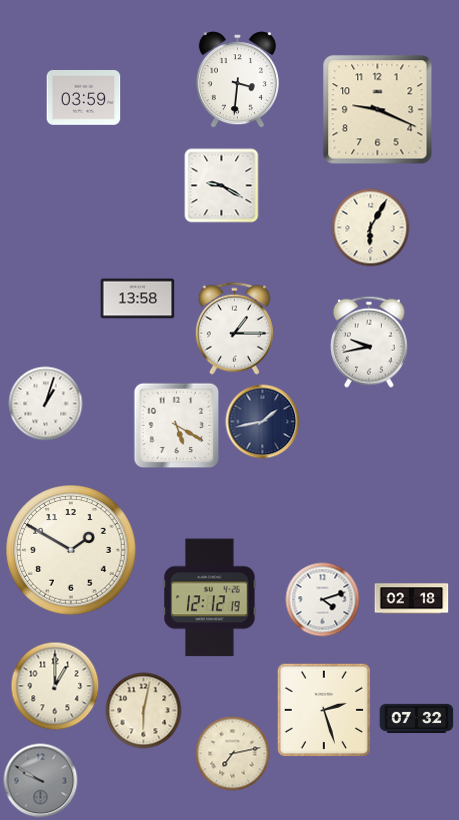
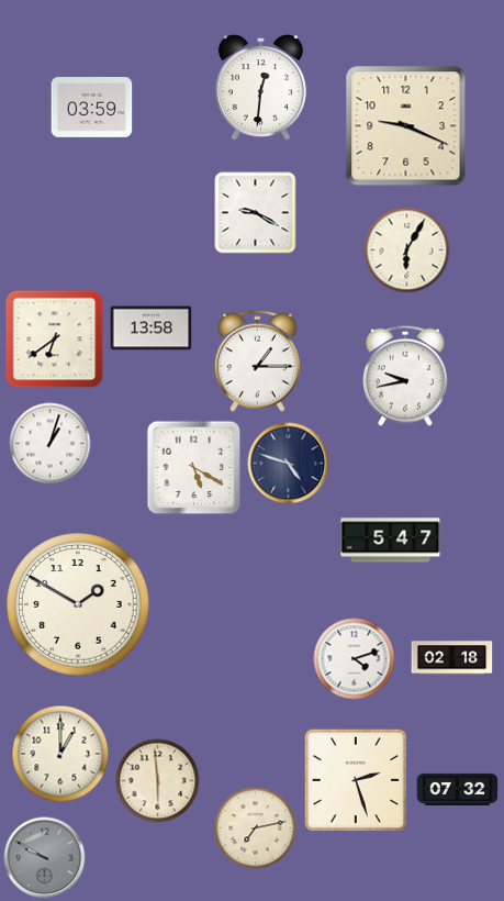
clock at (237, 80): 3:31 -> 12:31
clock at (378, 110) position: (378, 110) -> (406, 126)
clock at (222, 186) position: (222, 186) -> (256, 213)
clock at (55, 340): none -> 6:39
clock at (263, 422): 1:43 -> 4:48
clock at (391, 541): none -> 5:47
clock at (210, 598): 12:12 -> none
clock at (144, 711): 6:02 -> 5:59
